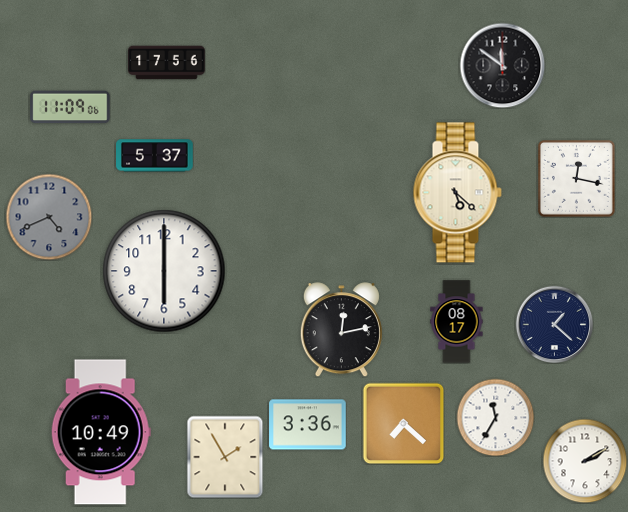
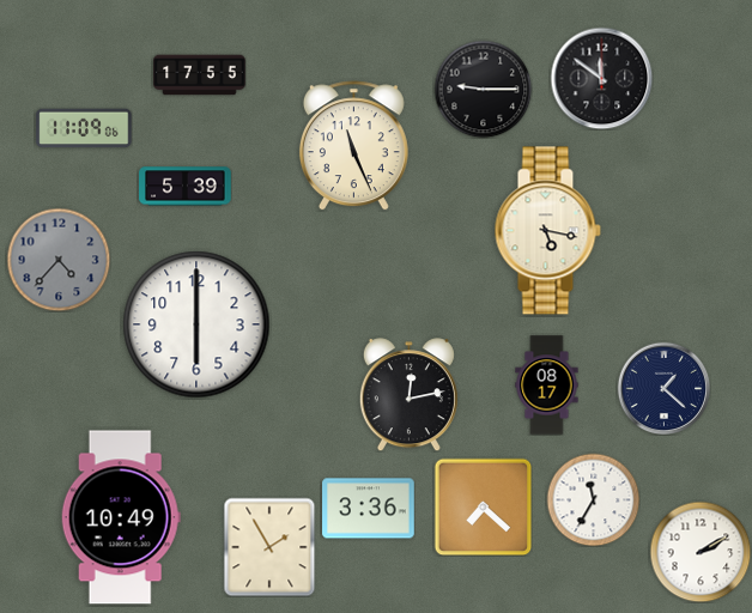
clock at (167, 63): 17:56 -> 17:55
clock at (483, 89): none -> 9:15
clock at (353, 146): none -> 11:26
clock at (155, 156): 5:37 -> 5:39
clock at (576, 178): 12:17 -> none
clock at (457, 193): 5:22 -> 5:17
clock at (49, 217): 4:41 -> 4:37
